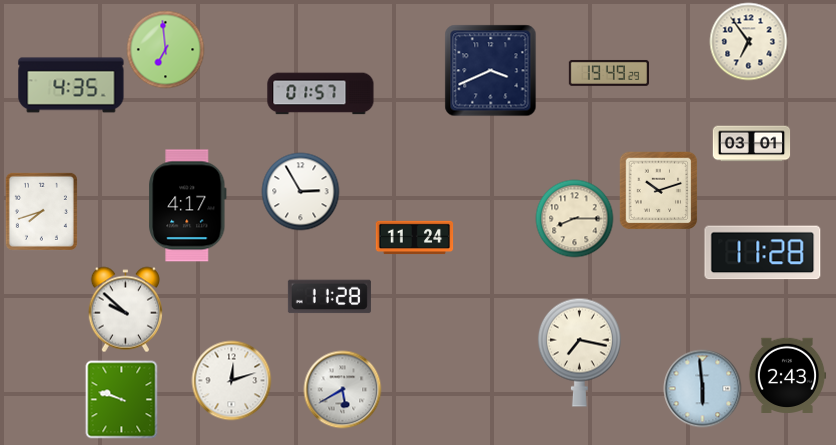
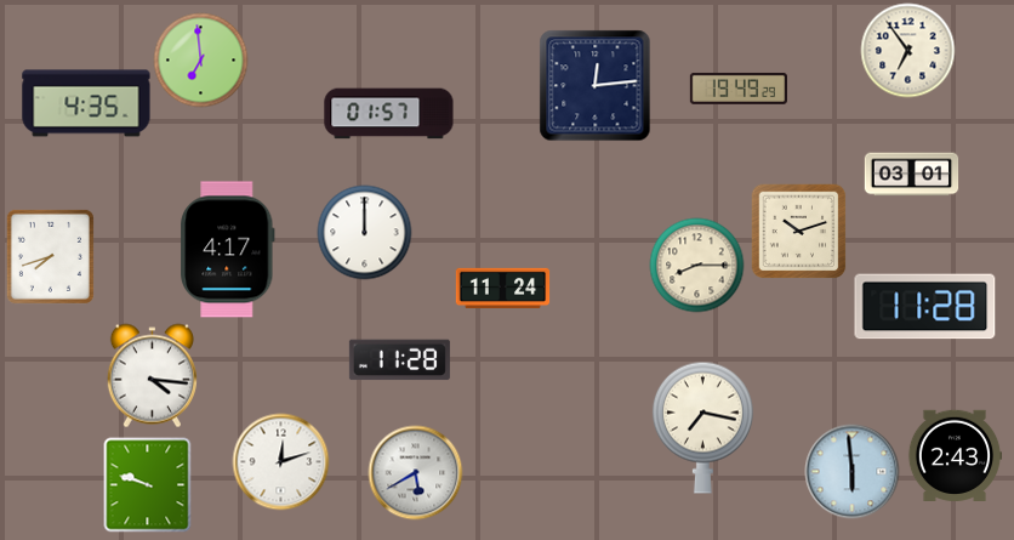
clock at (490, 70): 3:41 -> 12:14
clock at (300, 191): 2:55 -> 12:00
clock at (125, 309): 9:52 -> 4:16
